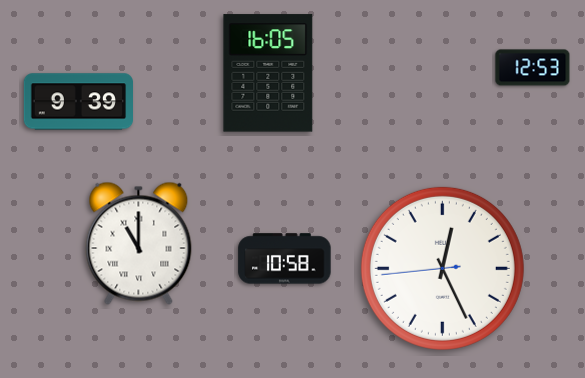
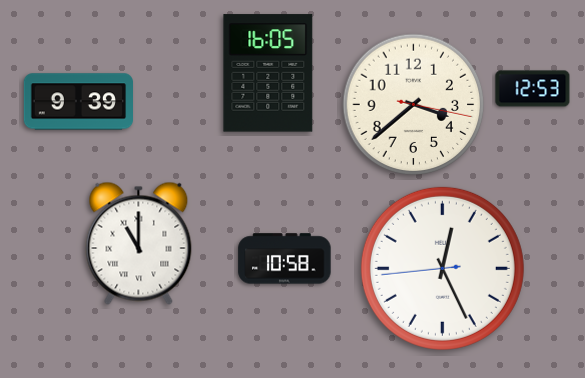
clock at (533, 68) position: (533, 68) -> (533, 89)
clock at (414, 105): none -> 3:38
